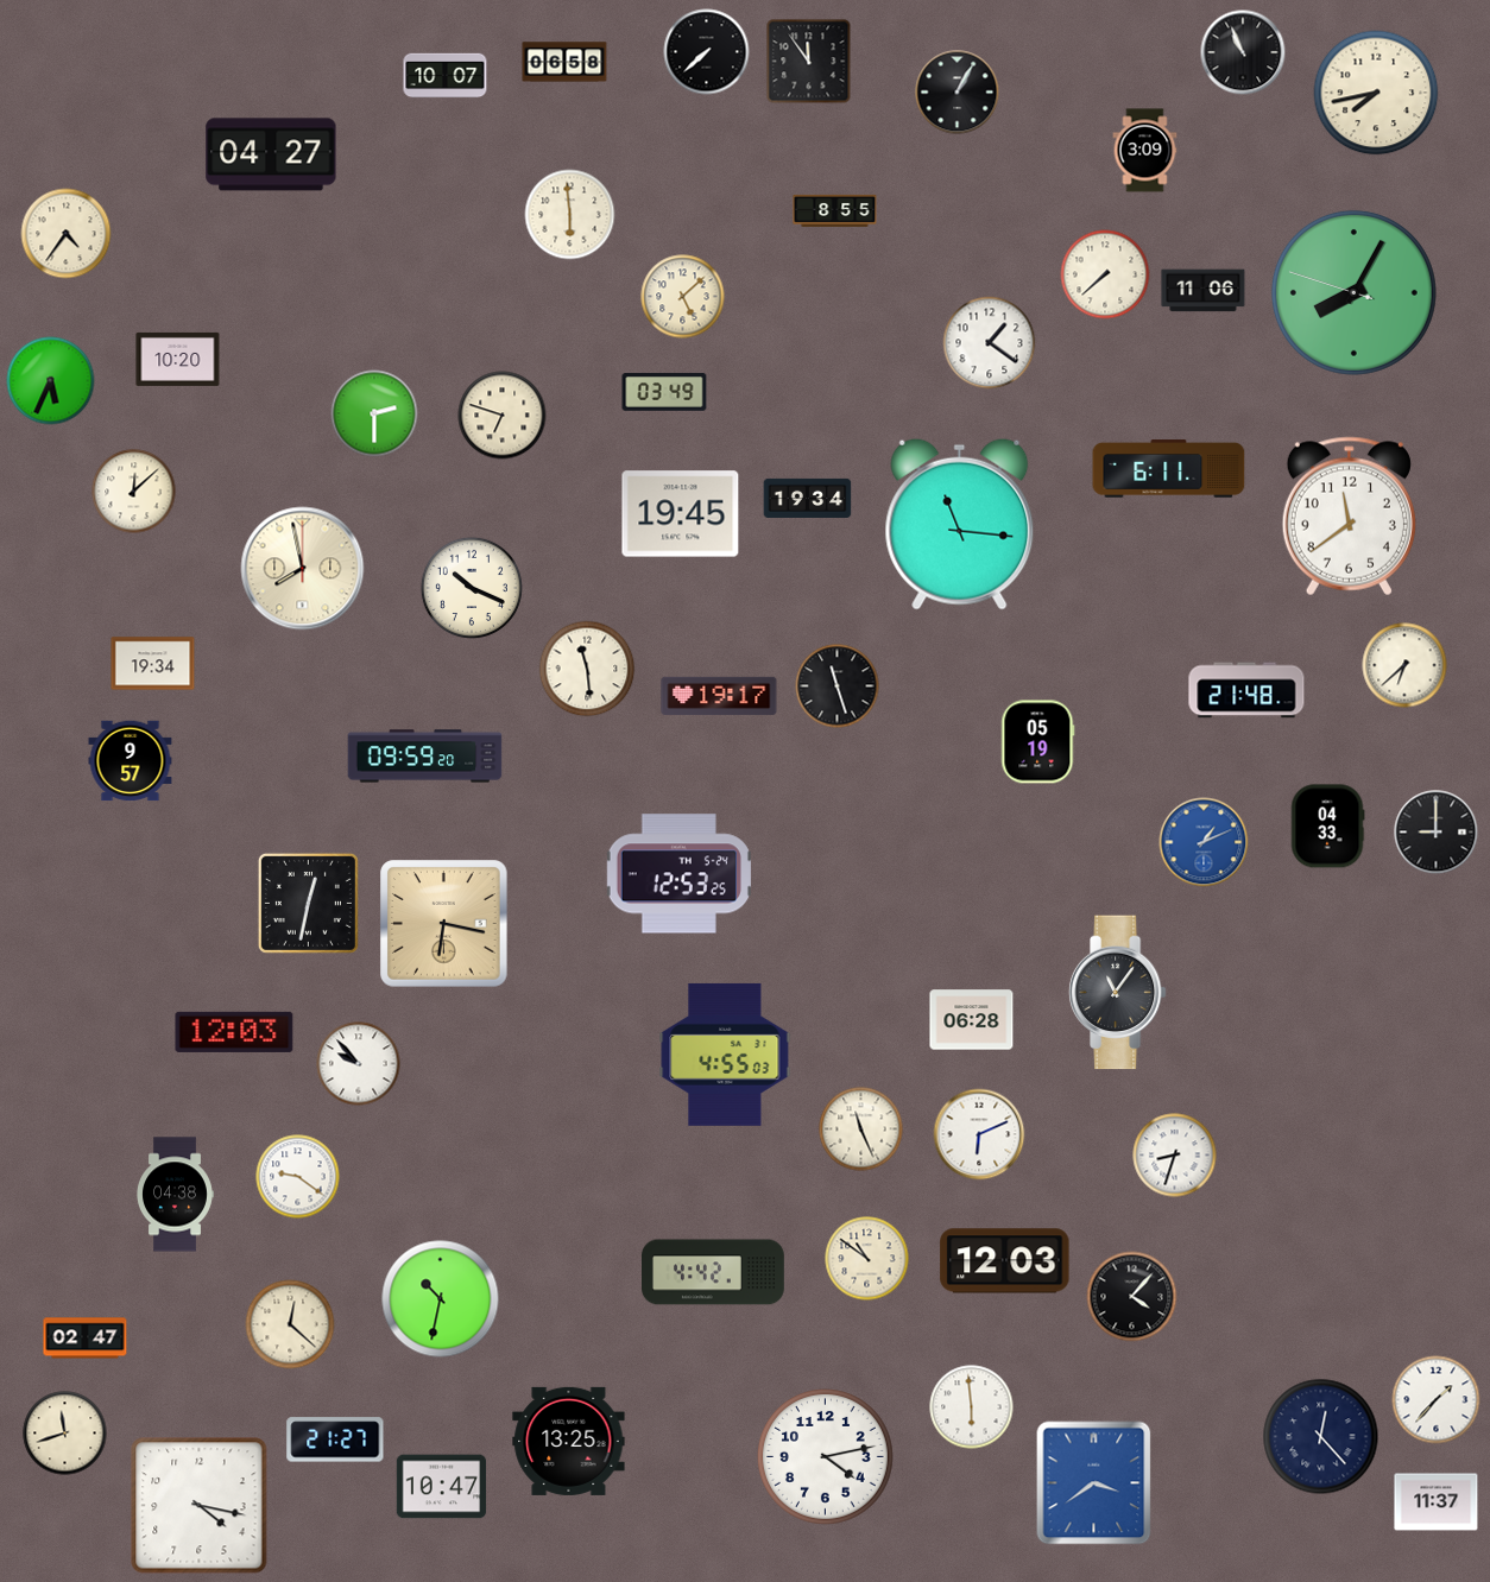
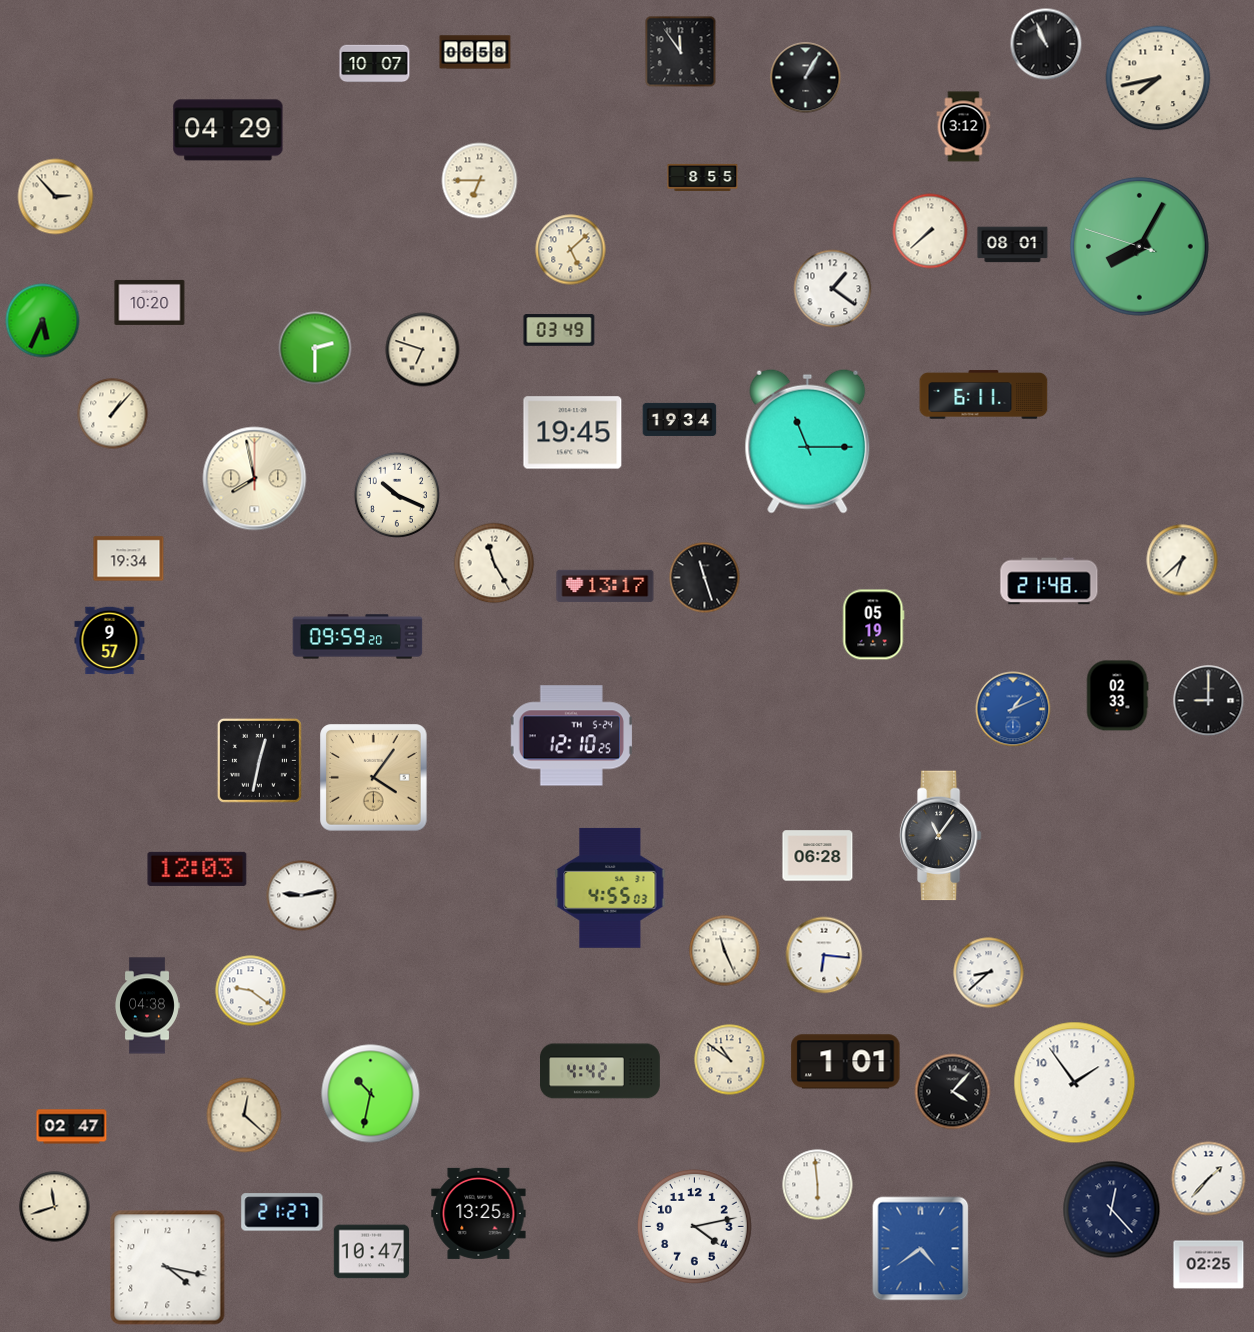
clock at (707, 52): 7:38 -> none
clock at (1145, 151): 3:09 -> 3:12
clock at (271, 154): 04:27 -> 04:29
clock at (570, 215): 5:59 -> 6:45
clock at (67, 234): 4:36 -> 2:53
clock at (1204, 291): 11:06 -> 08:01
clock at (683, 297) position: (683, 297) -> (571, 250)
clock at (134, 492): 12:08 -> 1:07
clock at (1349, 517): 11:39 -> none
clock at (960, 524): 11:16 -> 11:15
clock at (587, 669): 11:29 -> 11:25
clock at (719, 696): 19:17 -> 13:17
clock at (1327, 827): 04:33 -> 02:33
clock at (678, 874): 12:53 -> 12:10
clock at (444, 924): 6:17 -> 4:06
clock at (972, 1020) position: (972, 1020) -> (818, 856)
clock at (359, 1064): 9:53 -> 9:13
clock at (979, 1134): 6:11 -> 6:16
clock at (1175, 1156): 8:33 -> 8:38
clock at (1005, 1261): 12:03 -> 1:01
clock at (1075, 1083): none -> 1:54
clock at (1094, 1483): 3:39 -> 4:39
clock at (1437, 1502): 11:37 -> 02:25
